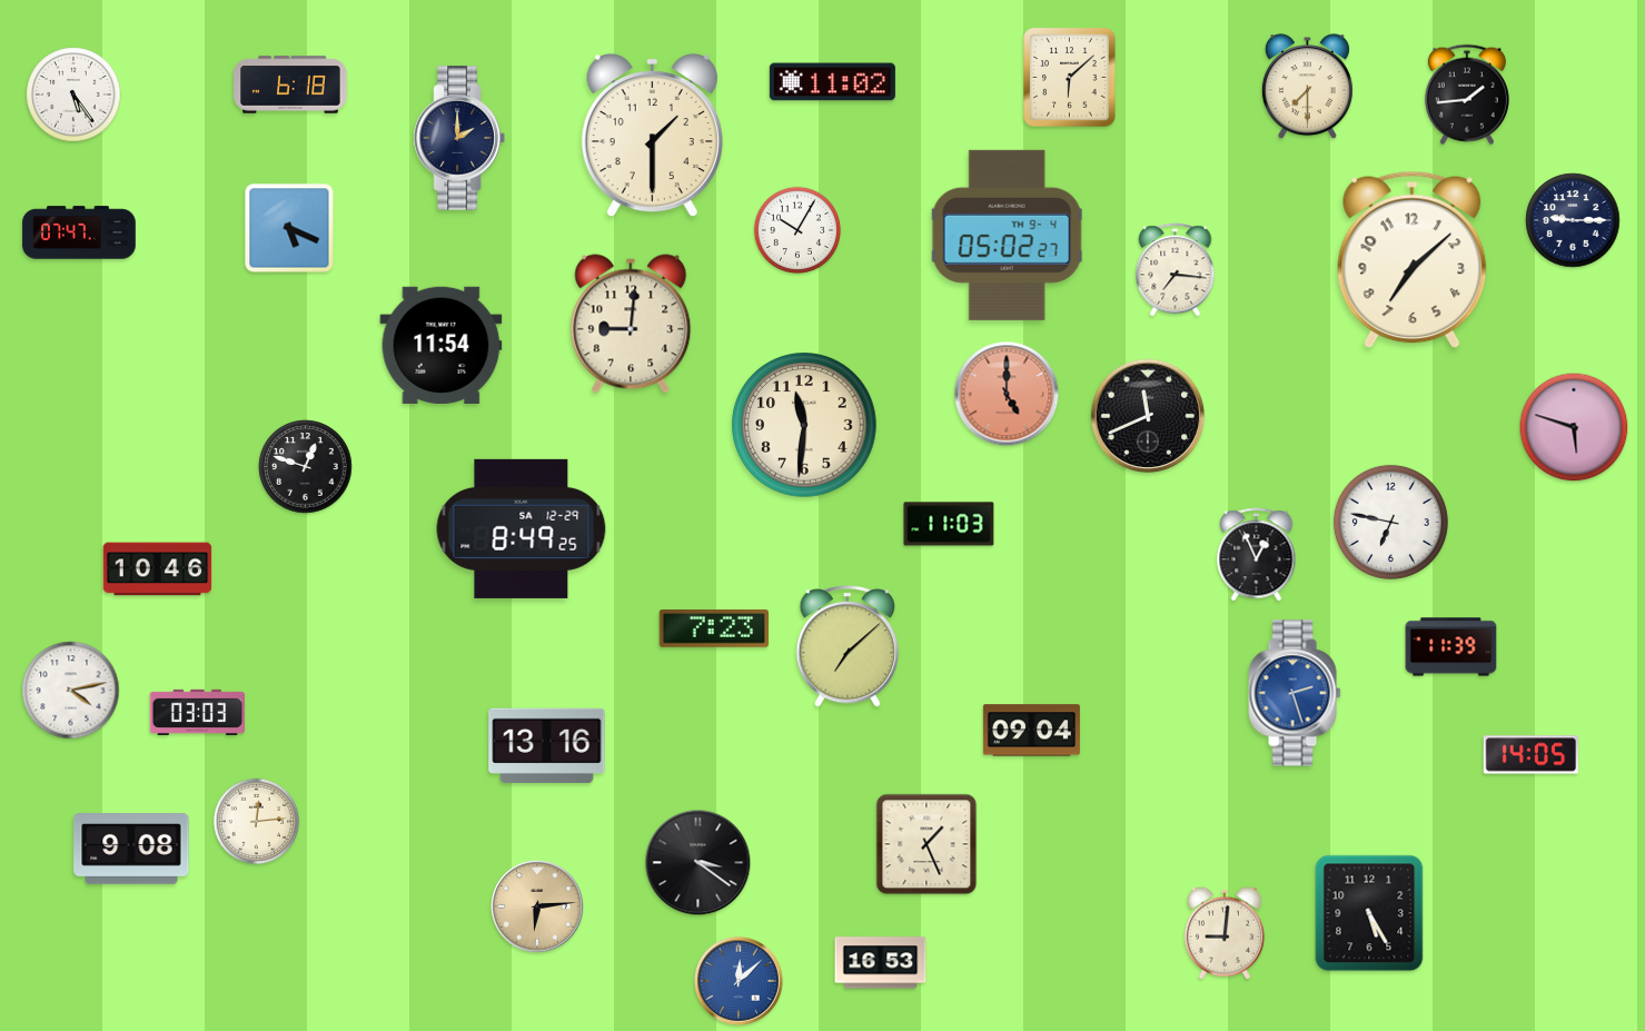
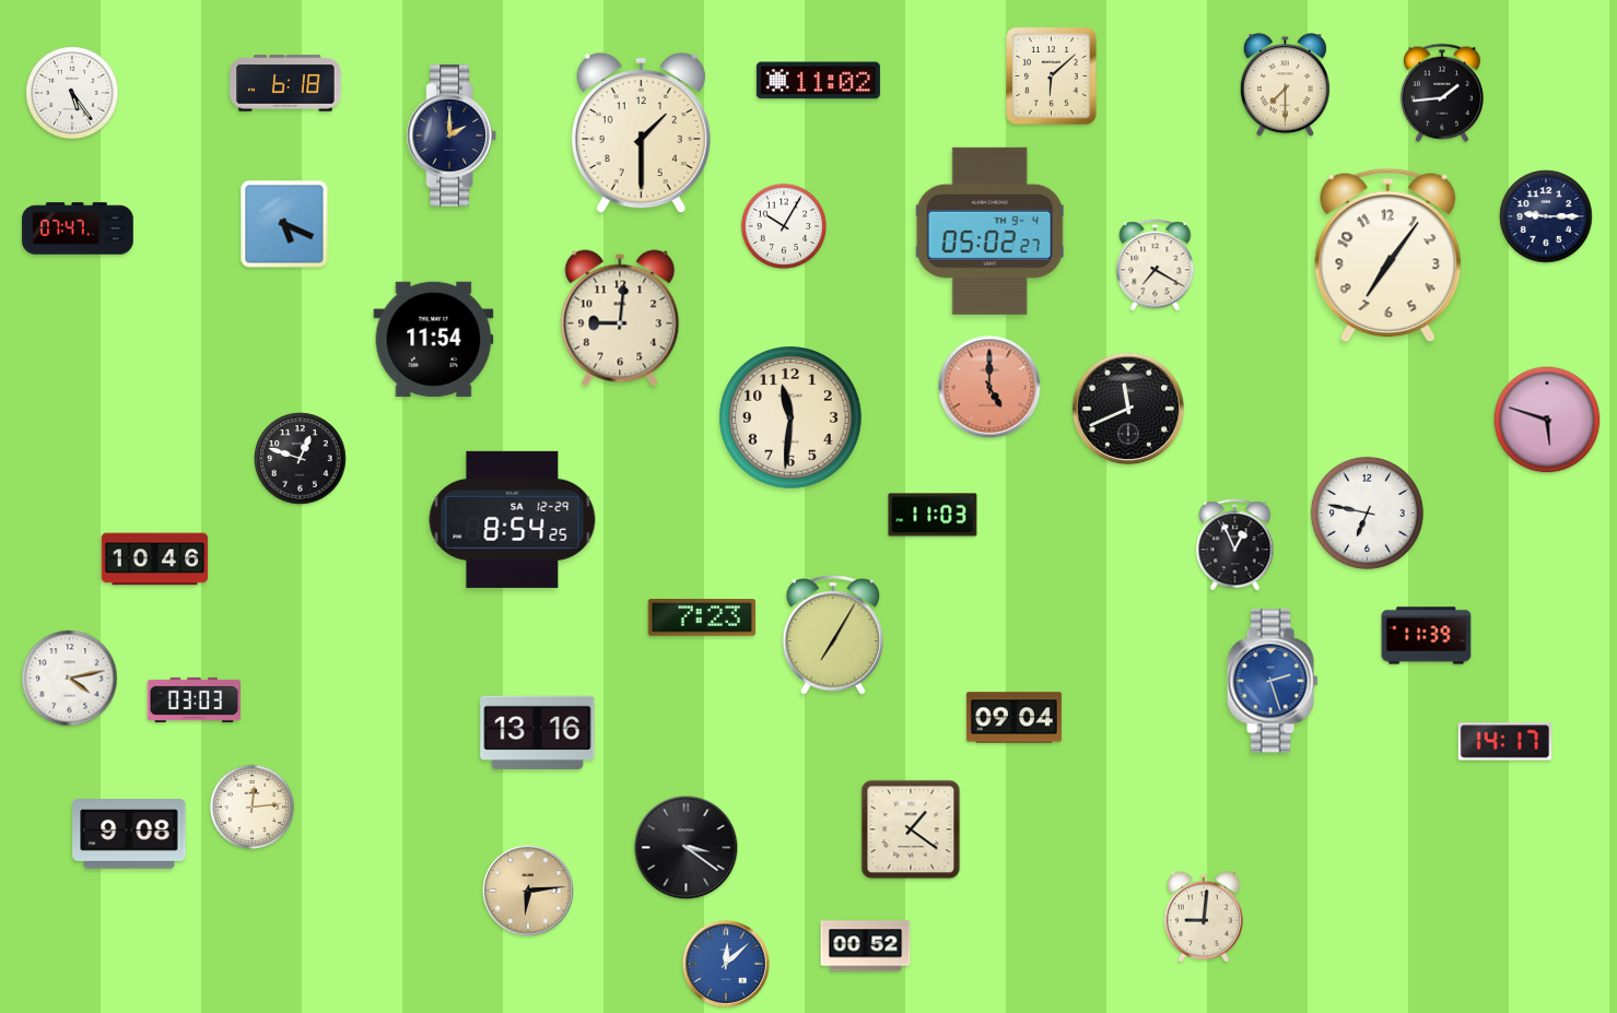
clock at (1413, 260): 7:08 -> 7:06
clock at (1176, 270): 7:16 -> 7:20
clock at (522, 528): 8:49 -> 8:54
clock at (846, 647): 7:08 -> 7:05
clock at (1530, 755): 14:05 -> 14:17
clock at (926, 844): 1:26 -> 1:21
clock at (1369, 913): 5:25 -> none
clock at (881, 963): 16:53 -> 00:52
